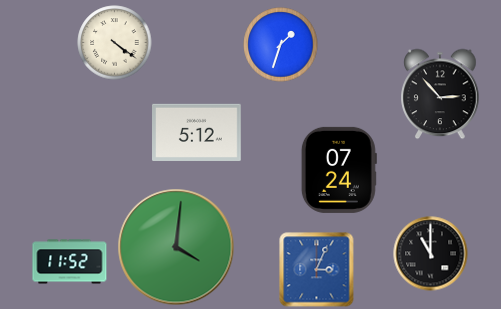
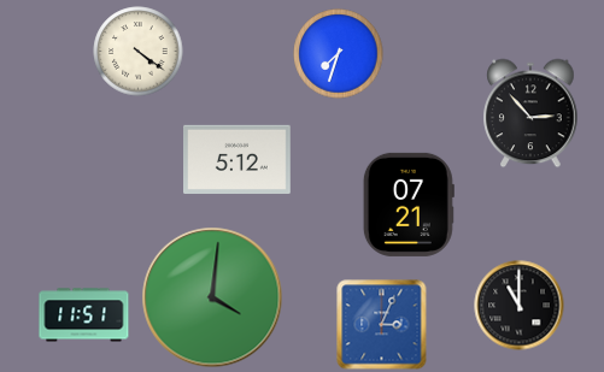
clock at (281, 45): 1:33 -> 7:33
clock at (339, 170): 07:24 -> 07:21
clock at (70, 262): 11:52 -> 11:51
